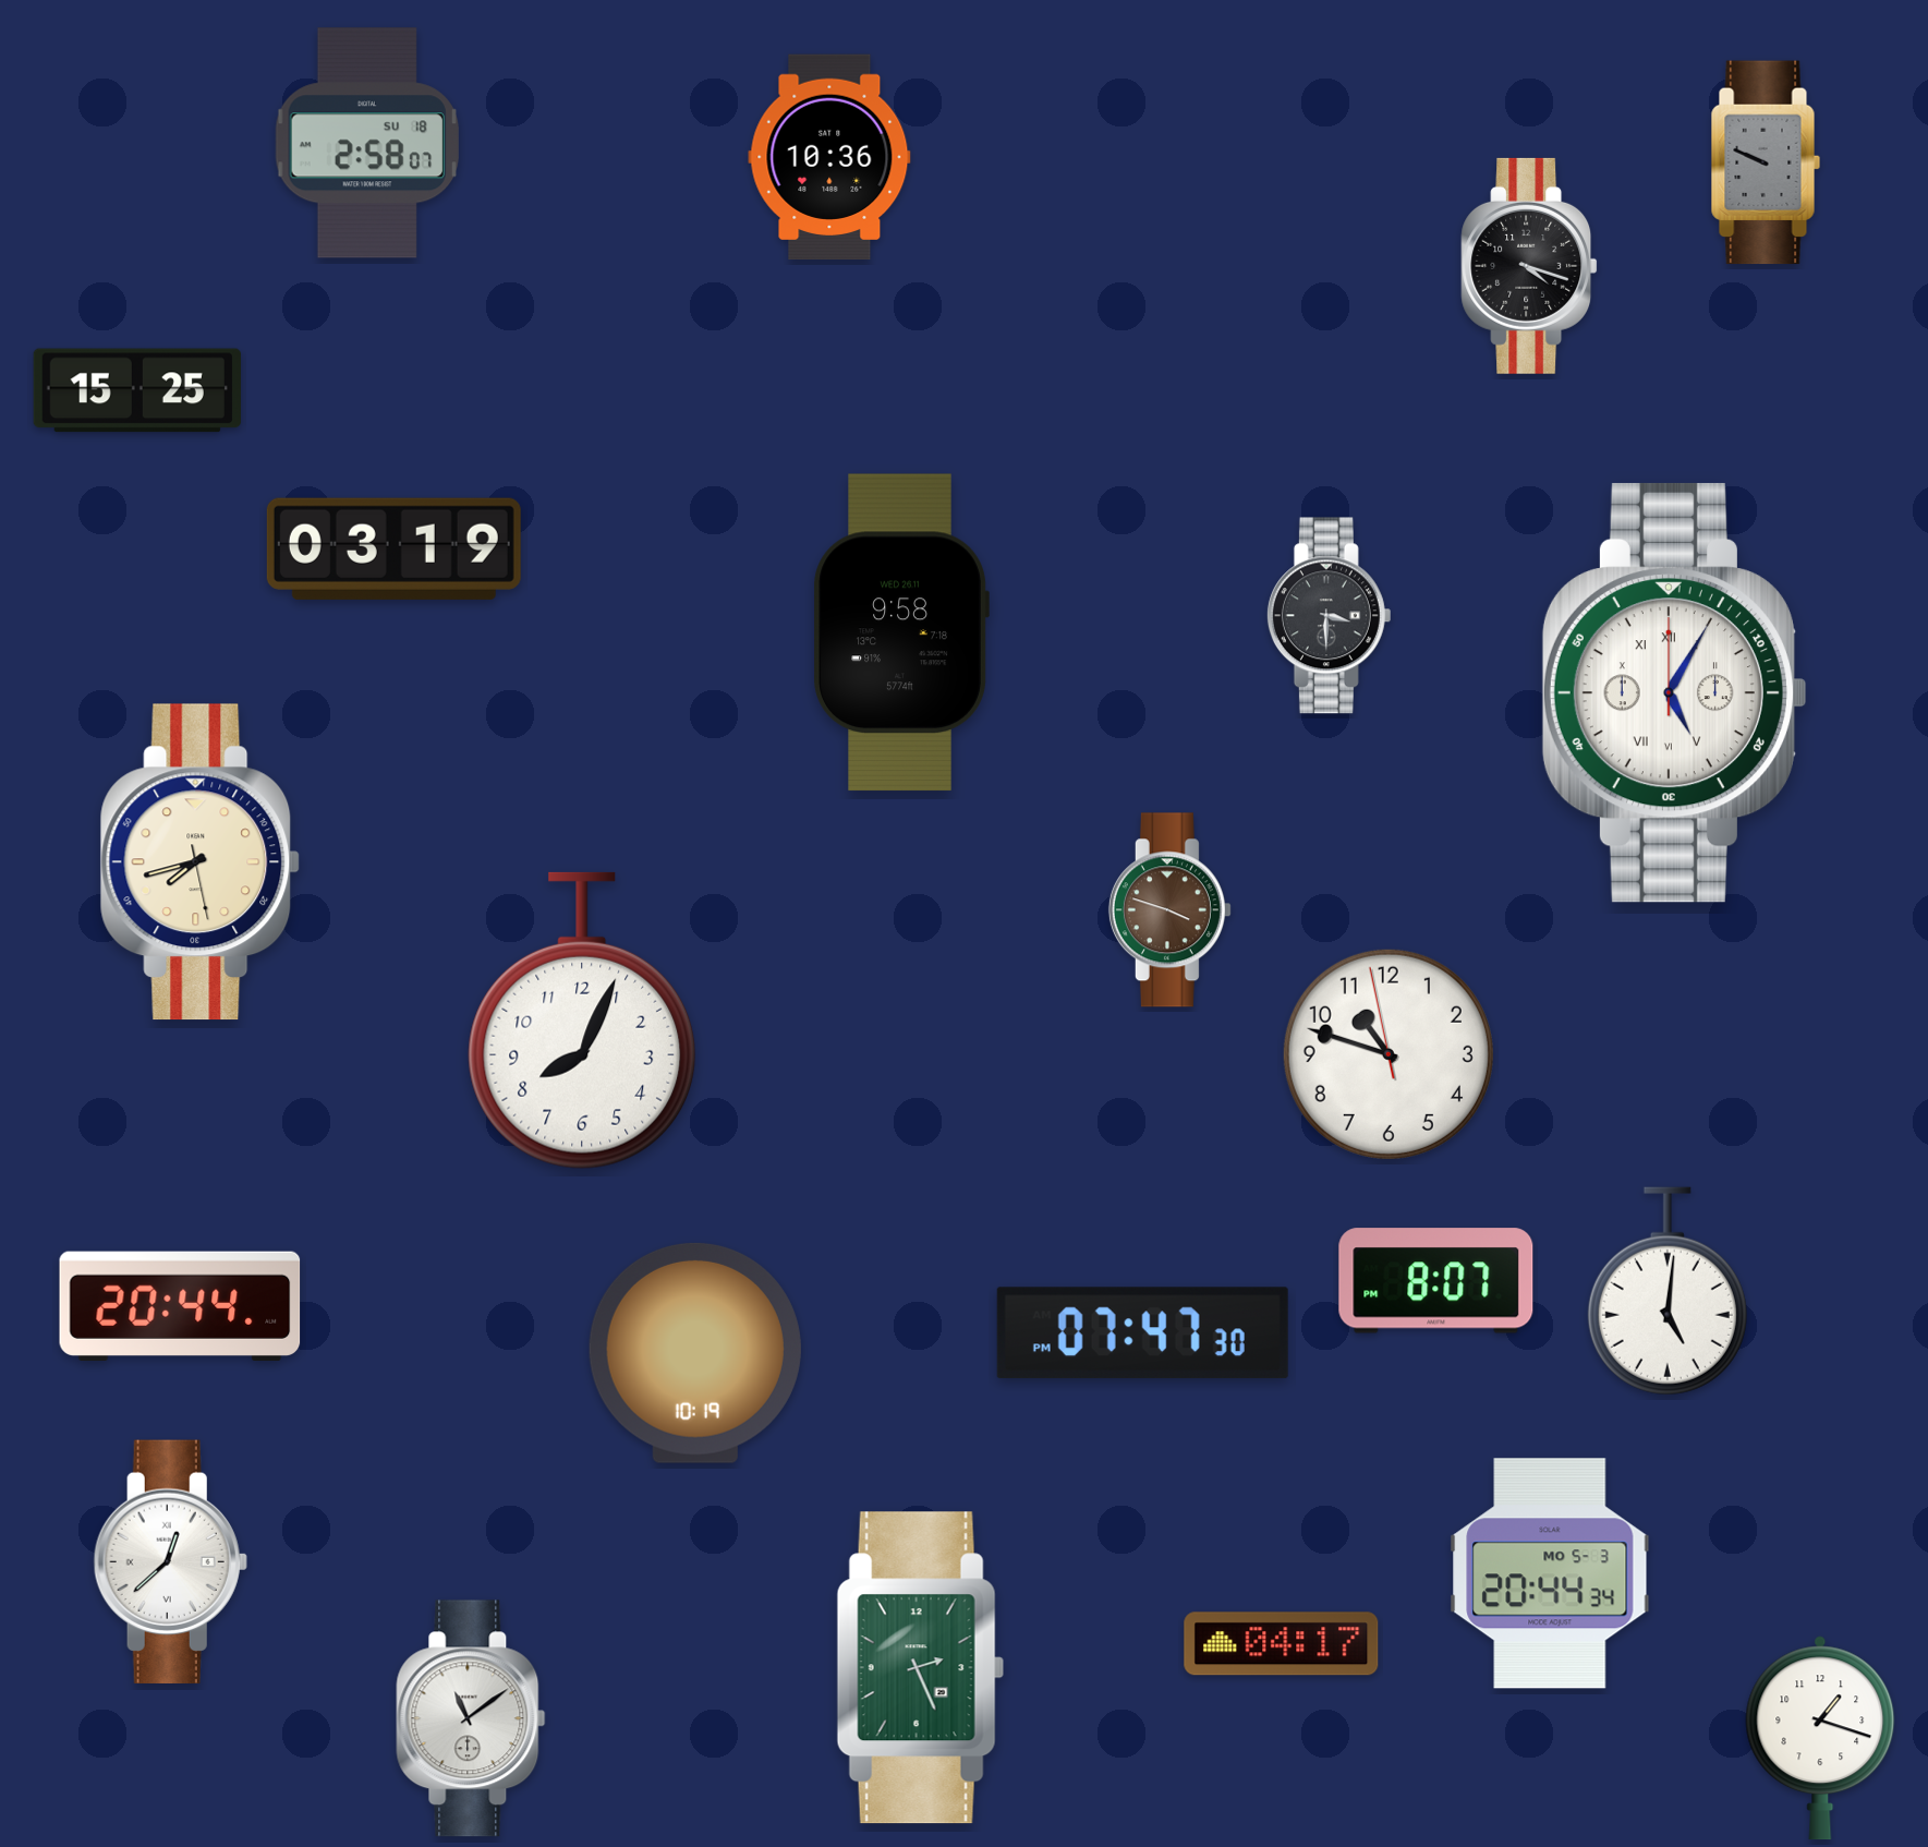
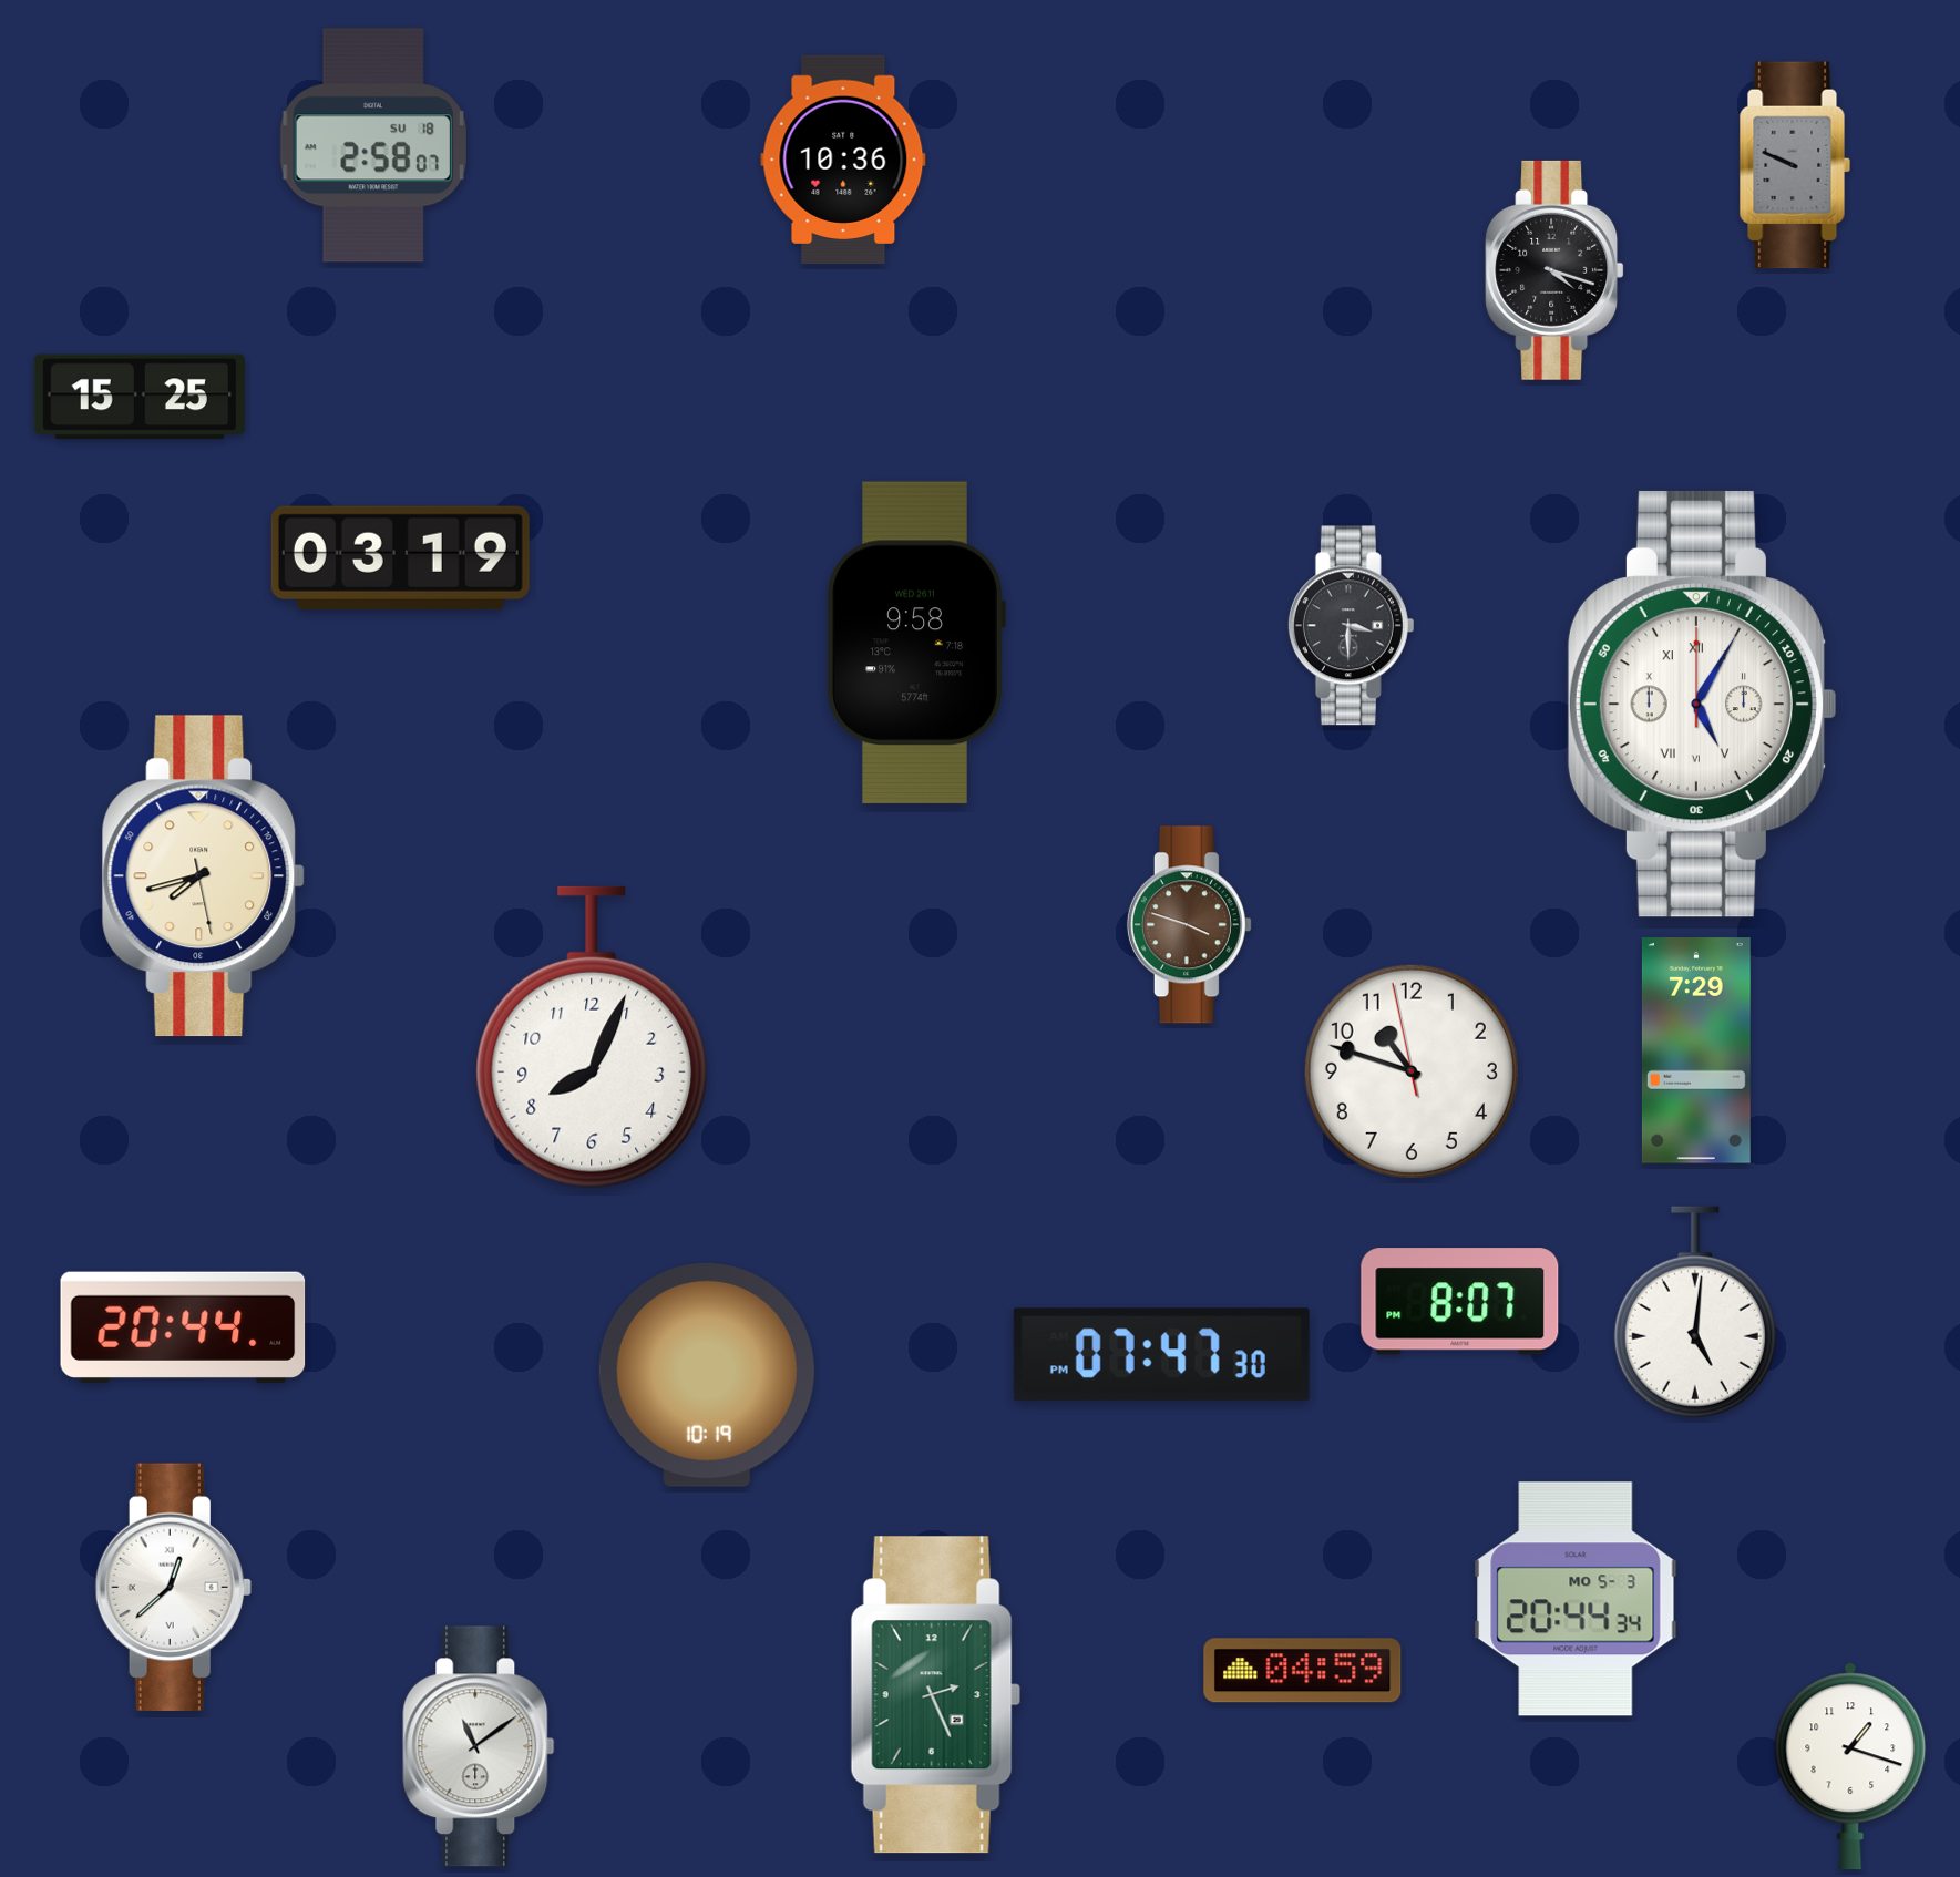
clock at (1696, 1050): none -> 7:29
clock at (1282, 1644): 04:17 -> 04:59
